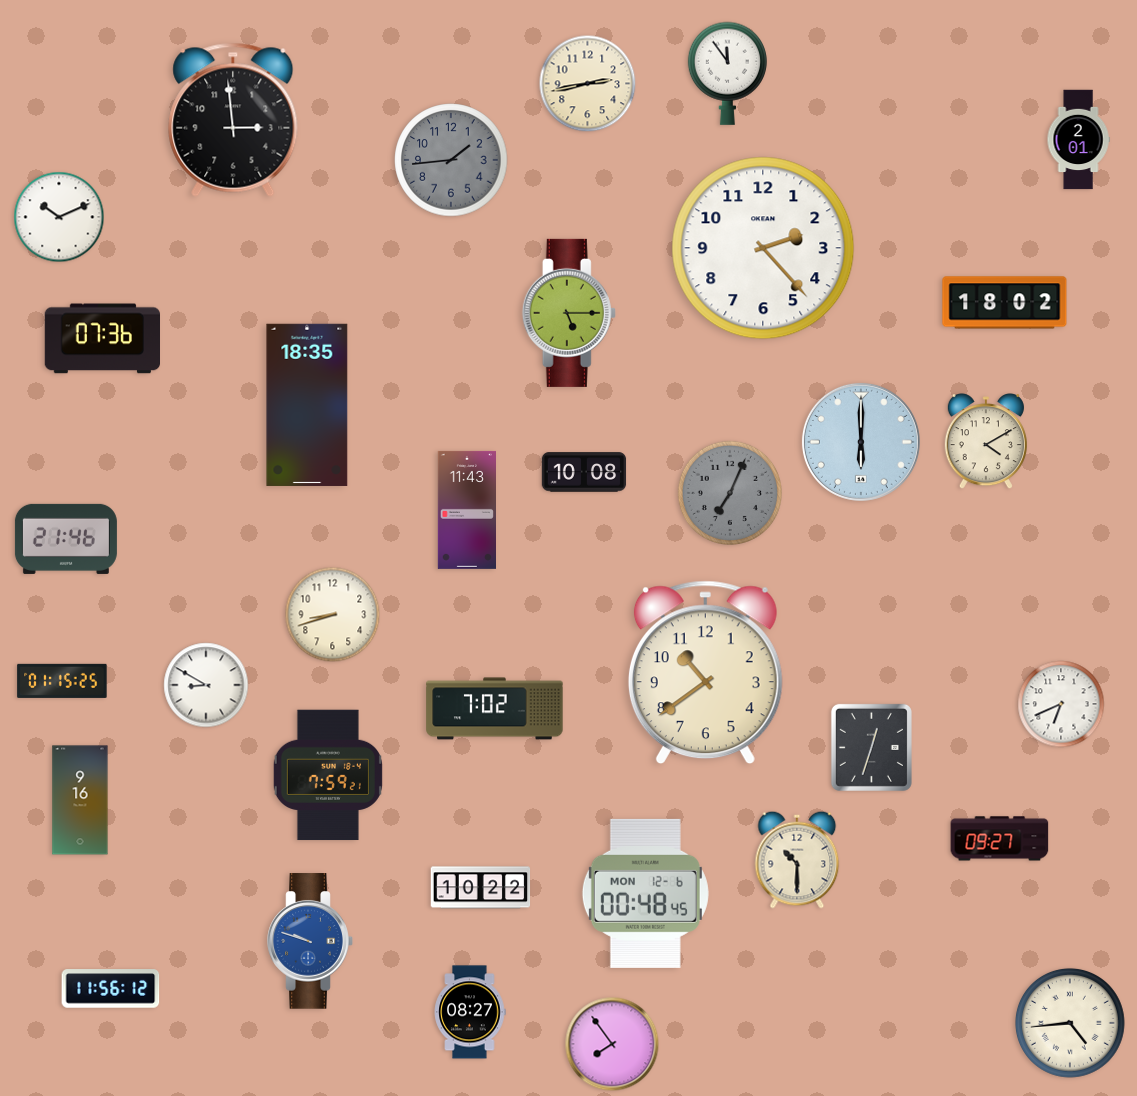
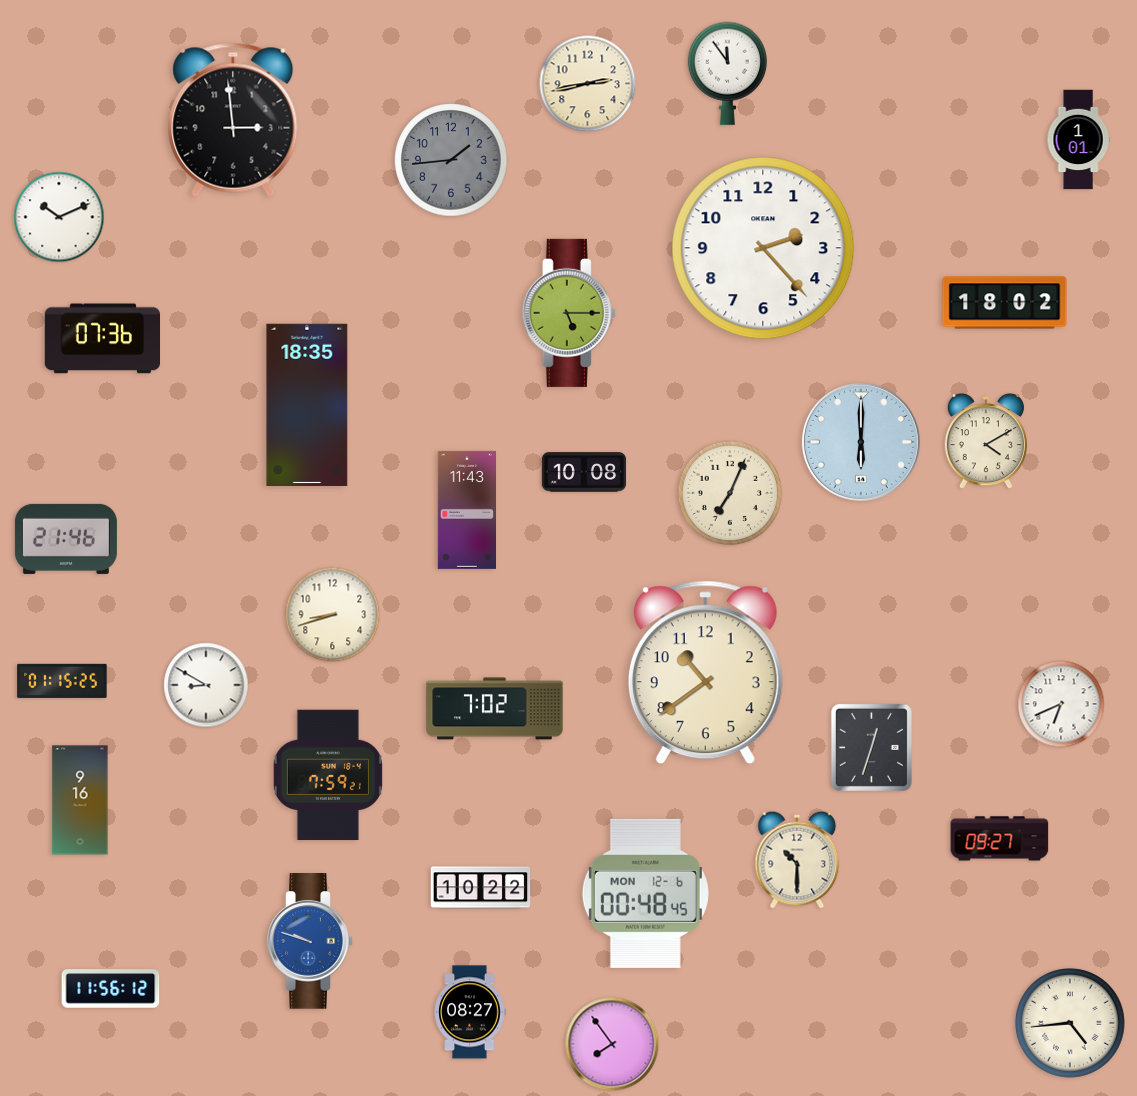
clock at (1078, 140): 2:01 -> 1:01
clock at (730, 493) dial: grey -> cream
